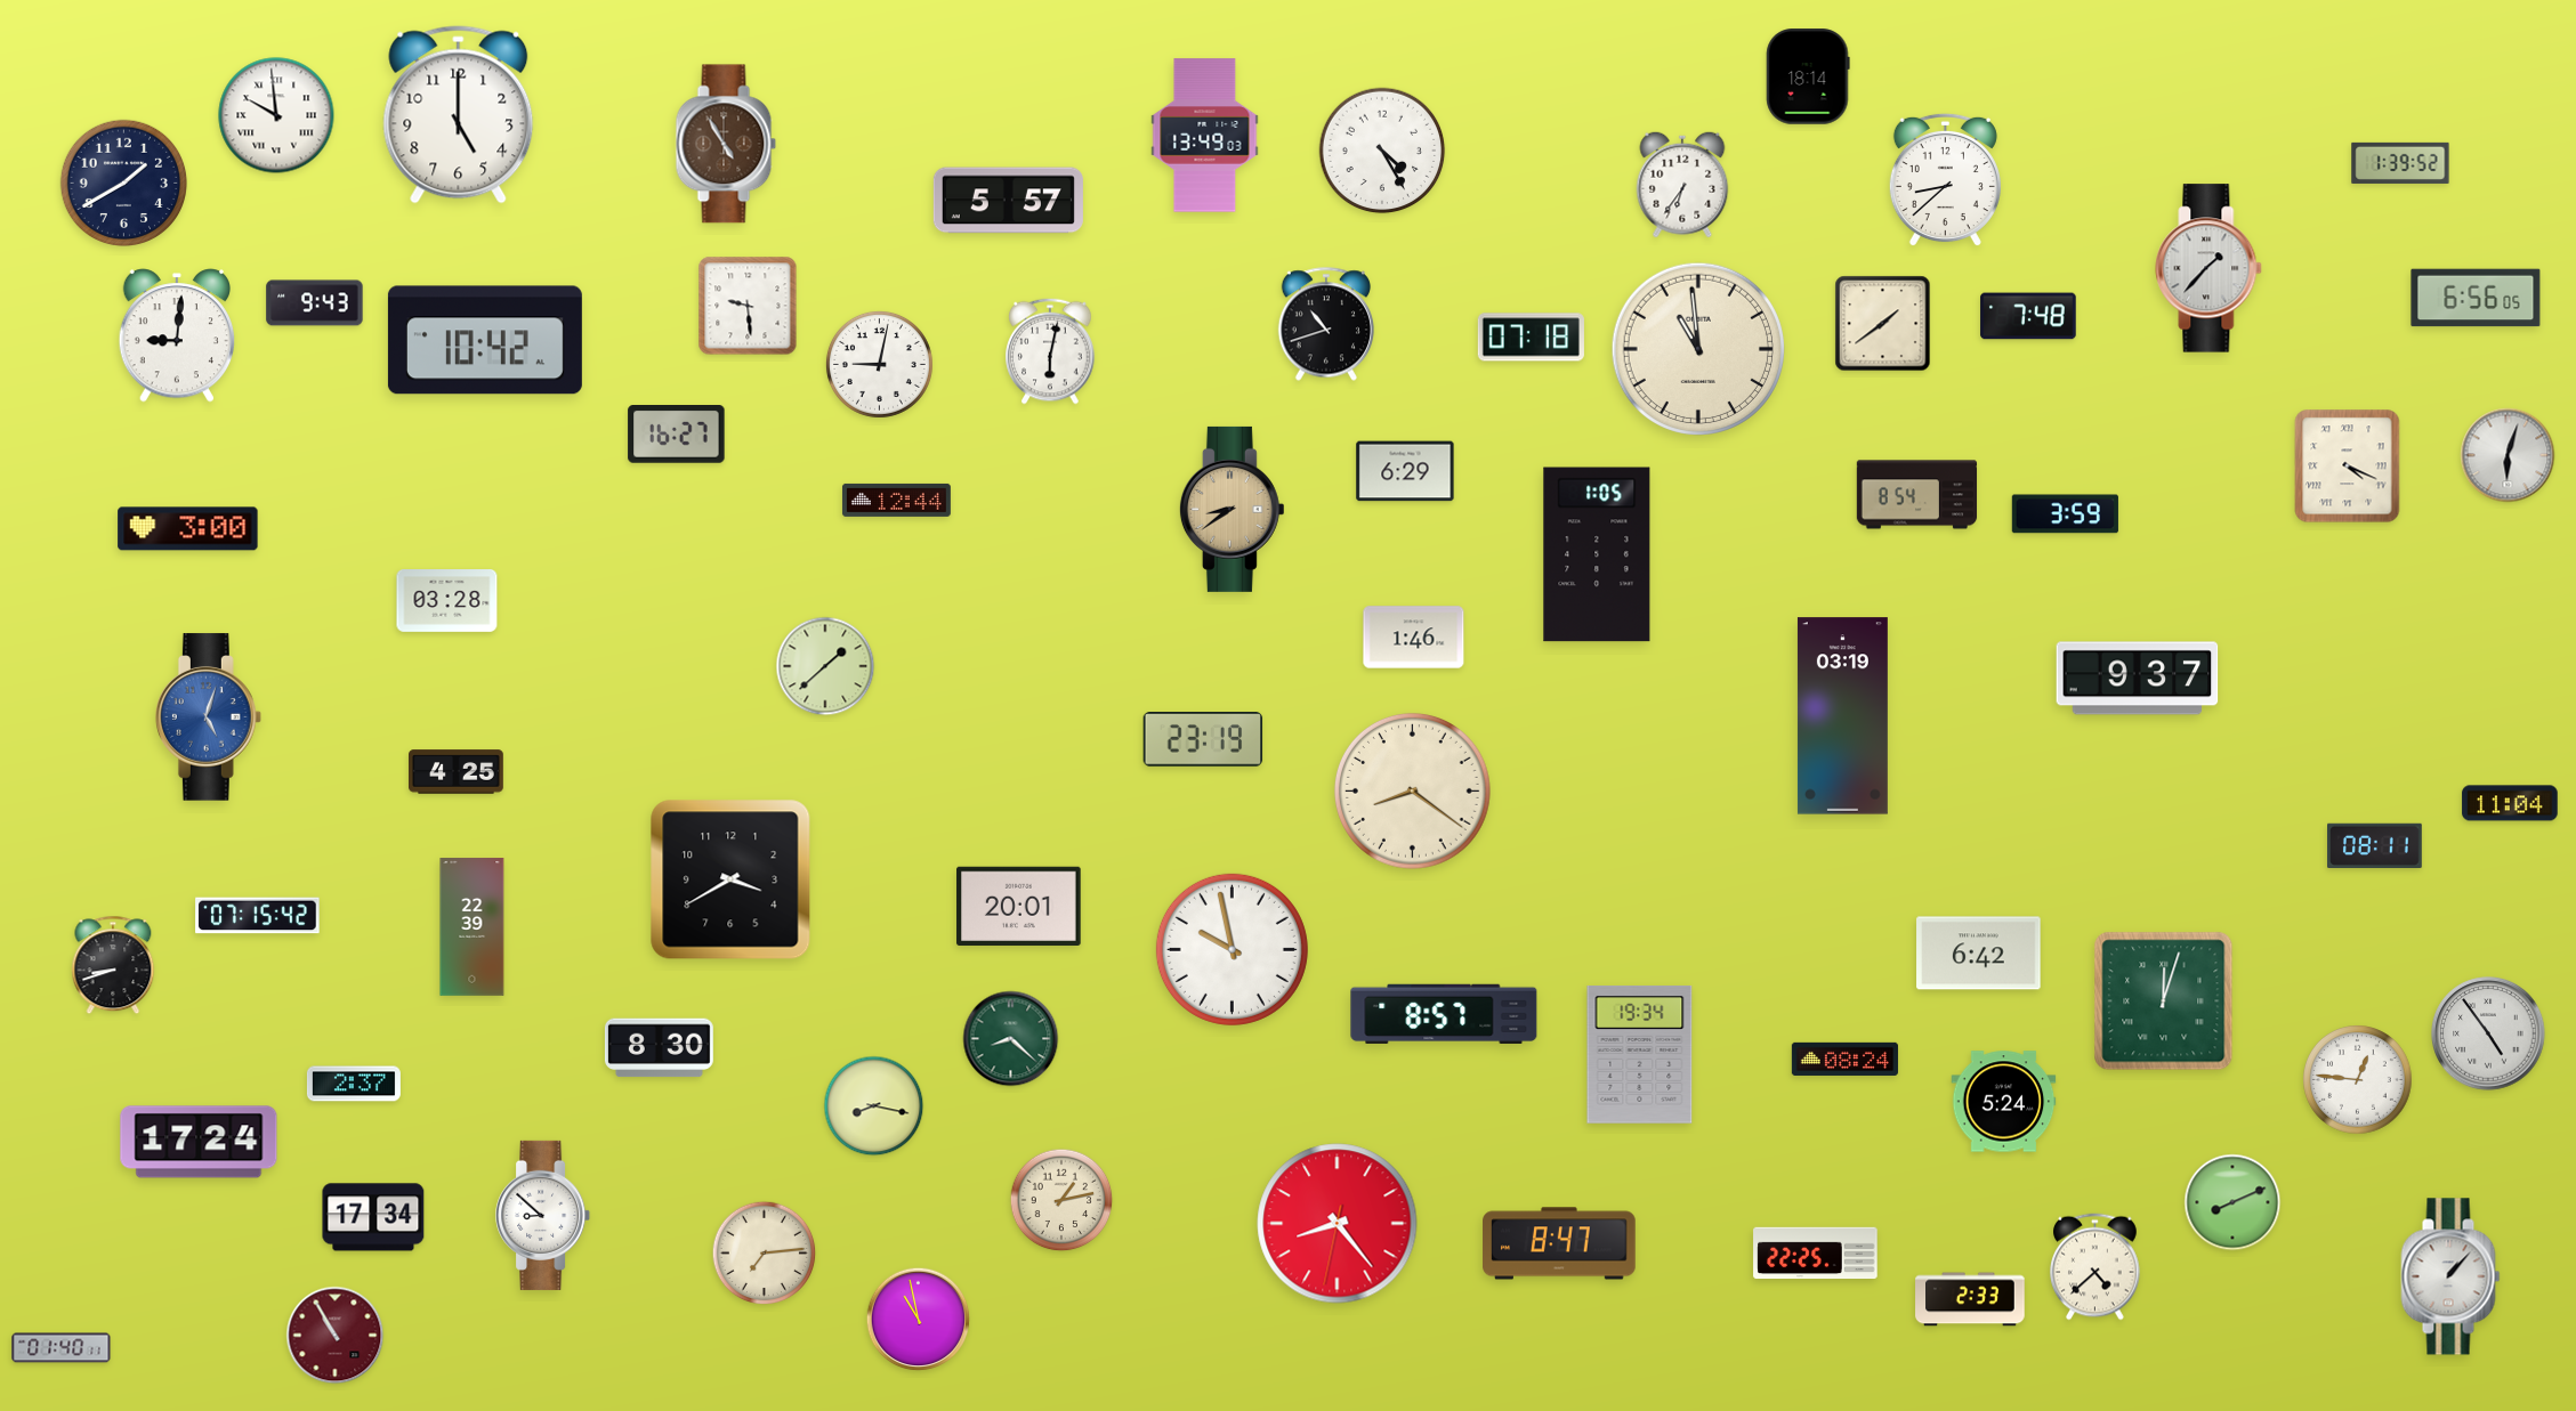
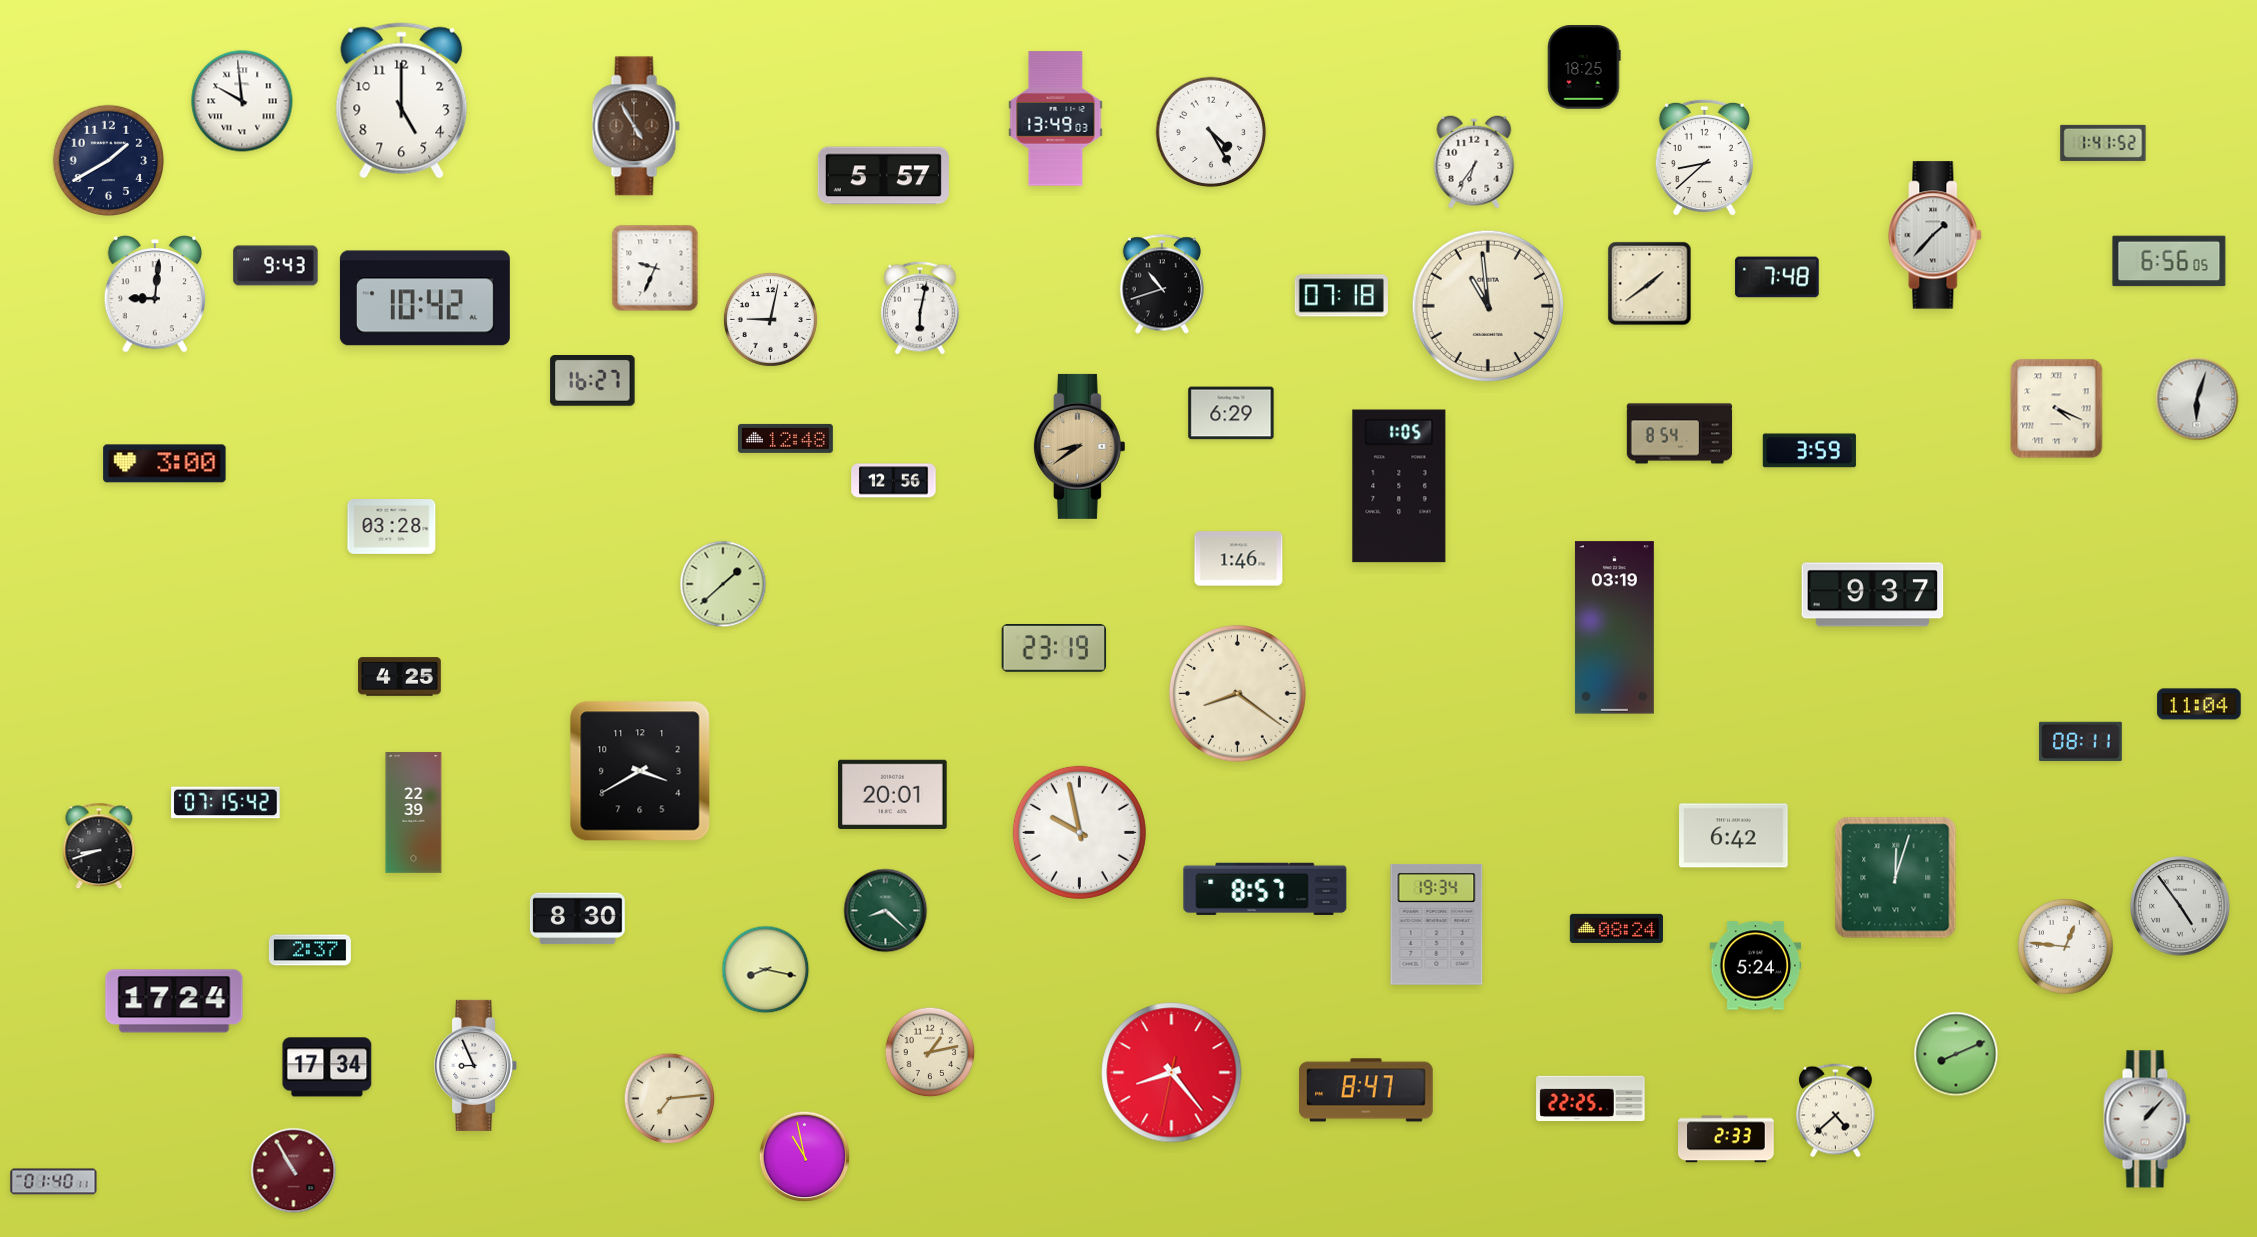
clock at (1808, 76): 18:14 -> 18:25
clock at (2400, 163): 1:39 -> 1:41
clock at (748, 306): 9:29 -> 9:34
clock at (896, 500): 12:44 -> 12:48
clock at (894, 481): none -> 12:56
clock at (208, 717): 5:03 -> none
clock at (543, 1215): 8:52 -> 8:56
